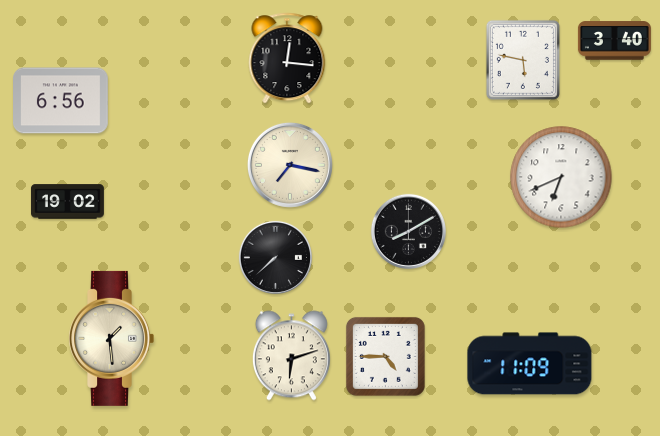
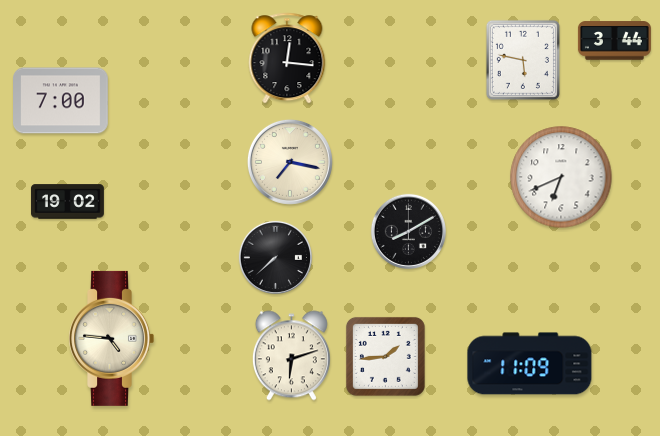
clock at (614, 41): 3:40 -> 3:44
clock at (61, 101): 6:56 -> 7:00
clock at (290, 165) position: (290, 165) -> (290, 162)
clock at (111, 338): 1:29 -> 4:46
clock at (385, 356): 4:45 -> 1:44
